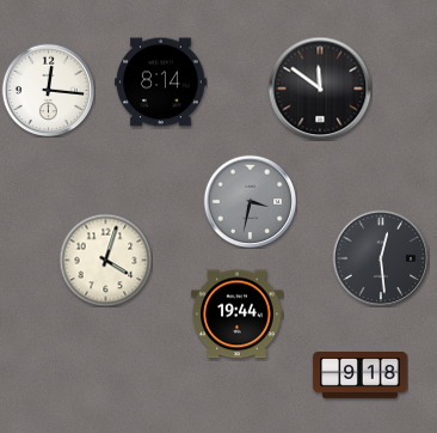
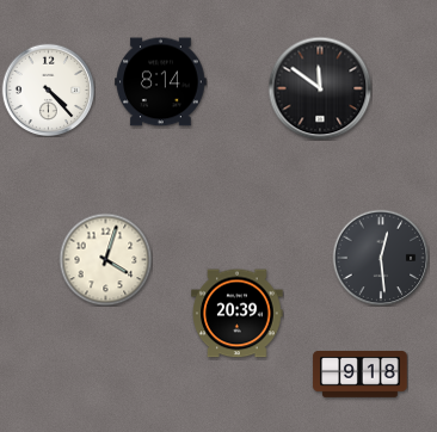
clock at (48, 90): 12:16 -> 4:23
clock at (250, 201): 3:32 -> none
clock at (238, 315): 19:44 -> 20:39
